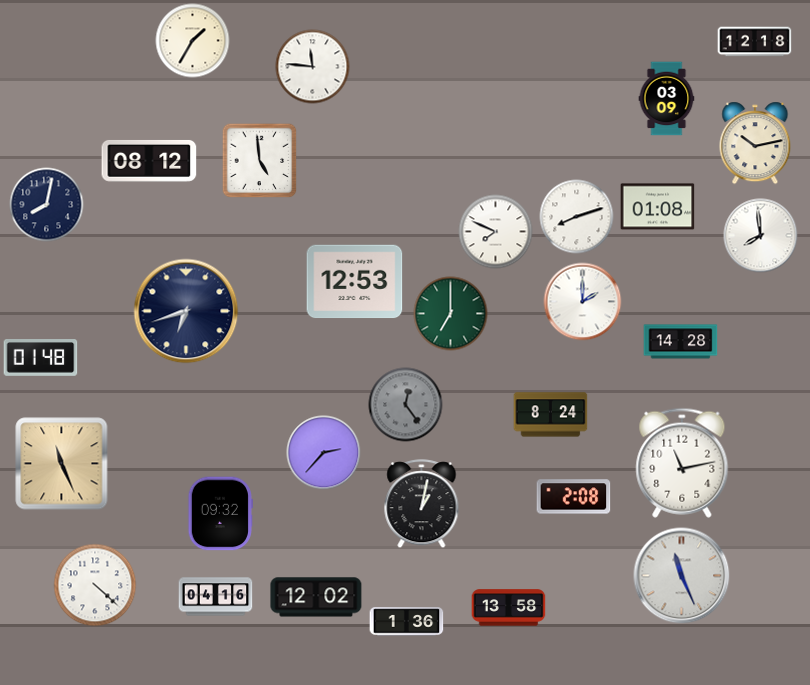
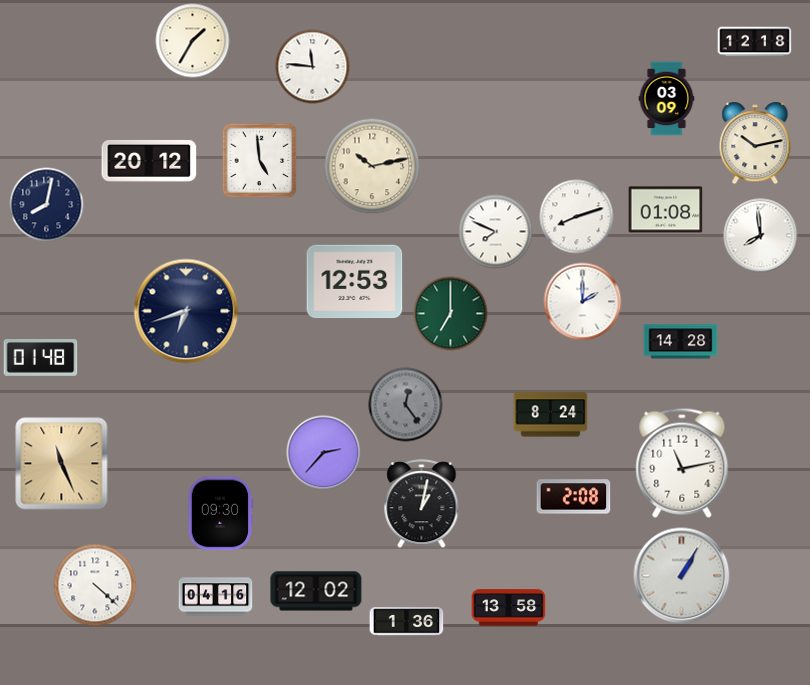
clock at (149, 161): 08:12 -> 20:12
clock at (372, 166): none -> 10:13
clock at (658, 207) position: (658, 207) -> (666, 210)
clock at (220, 514): 09:32 -> 09:30
clock at (682, 576): 11:26 -> 1:05
clock at (316, 597) position: (316, 597) -> (316, 591)
